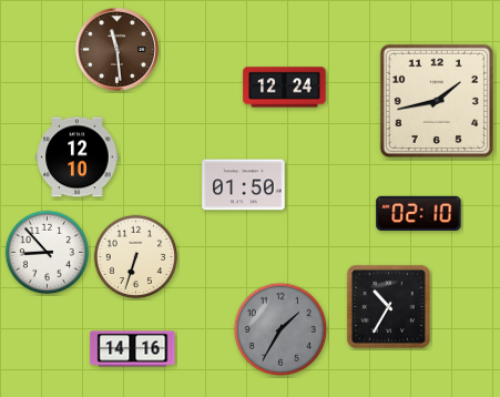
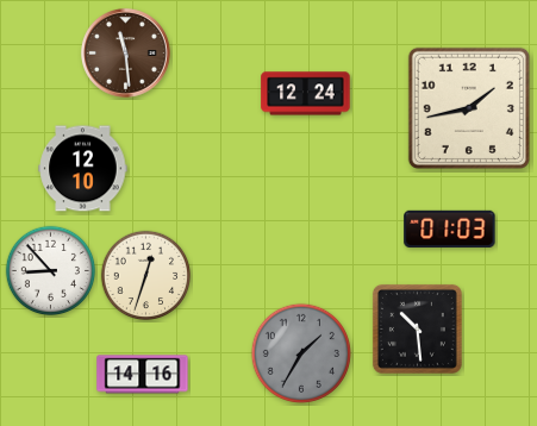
clock at (244, 185): 01:50 -> none
clock at (419, 213): 02:10 -> 01:03
clock at (136, 257): 6:33 -> 12:33
clock at (388, 306): 10:35 -> 10:29
